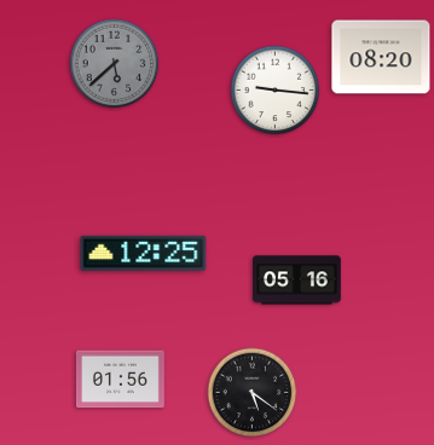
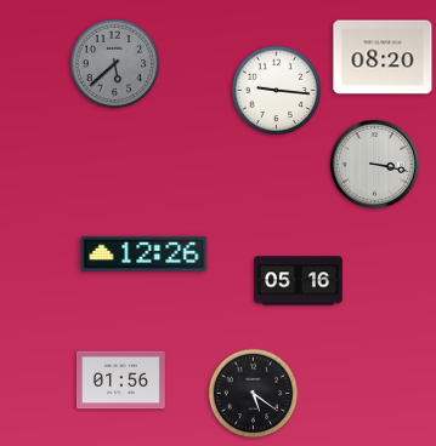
clock at (374, 164): none -> 3:17
clock at (144, 253): 12:25 -> 12:26
